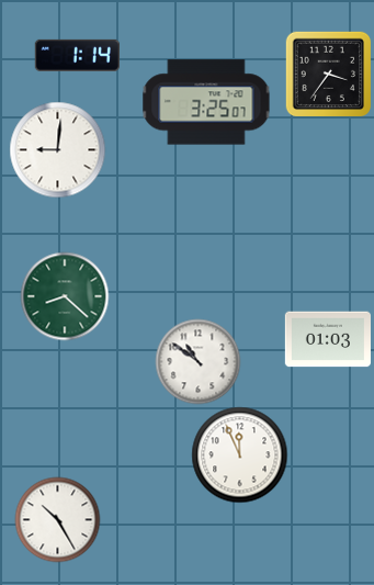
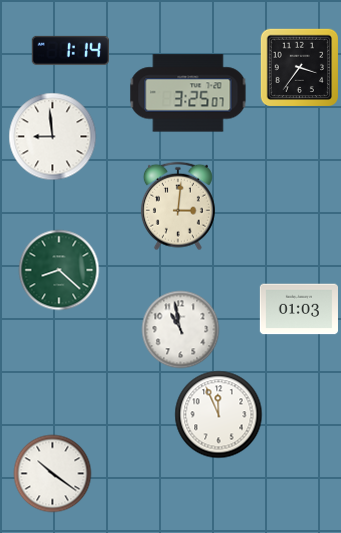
clock at (57, 149): 9:01 -> 8:59
clock at (178, 206): none -> 3:01
clock at (197, 361): 10:51 -> 10:58
clock at (57, 519): 10:25 -> 10:21
